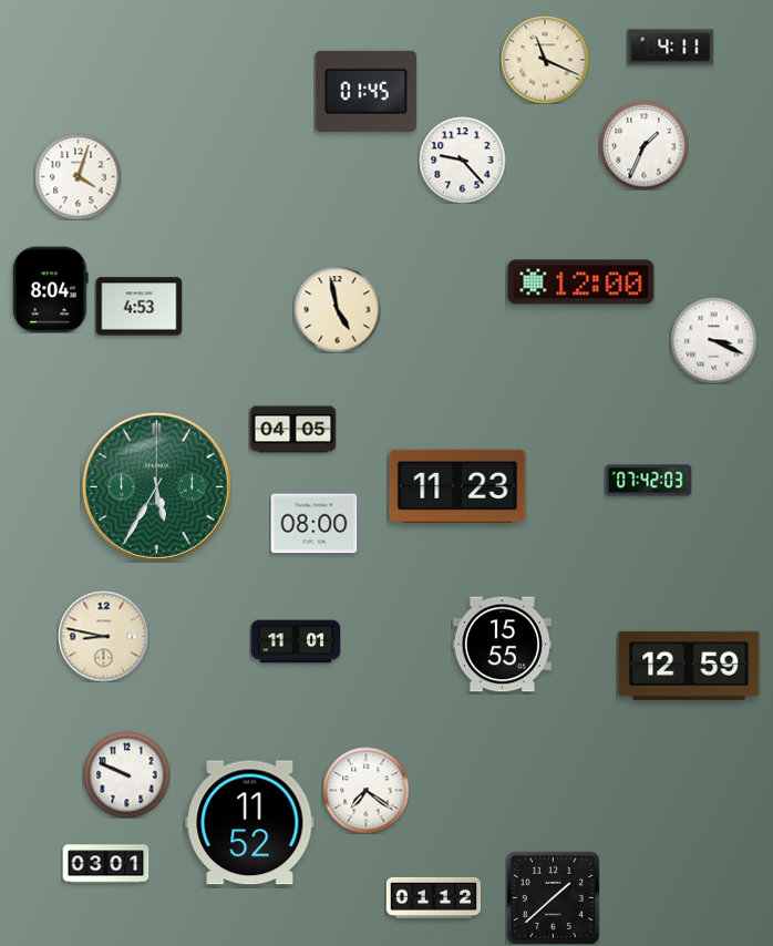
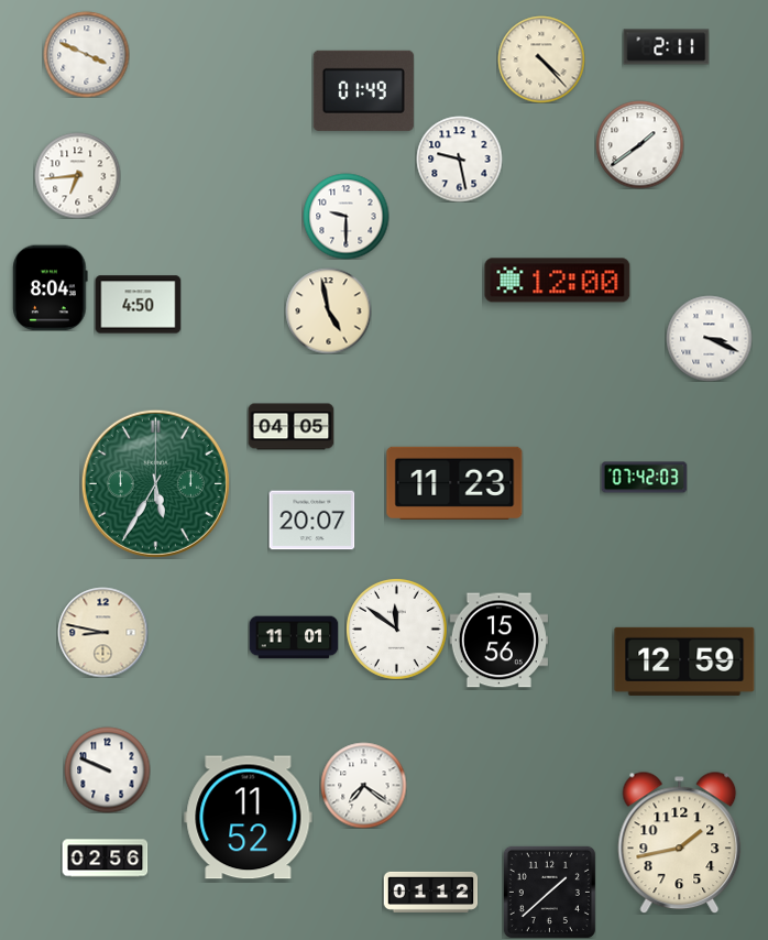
clock at (670, 48): 4:11 -> 2:11
clock at (86, 54): none -> 3:49
clock at (545, 60): 11:19 -> 4:23
clock at (365, 91): 01:45 -> 01:49
clock at (643, 145): 1:34 -> 1:39
clock at (462, 160): 9:23 -> 9:28
clock at (78, 176): 4:03 -> 6:44
clock at (345, 216): none -> 9:30
clock at (581, 282) position: (581, 282) -> (558, 281)
clock at (138, 307): 4:53 -> 4:50
clock at (337, 309) position: (337, 309) -> (328, 310)
clock at (313, 524): 08:00 -> 20:07
clock at (397, 630): none -> 11:51
clock at (502, 645): 15:55 -> 15:56
clock at (126, 774) position: (126, 774) -> (107, 769)
clock at (680, 842): none -> 1:43
clock at (105, 864): 03:01 -> 02:56
